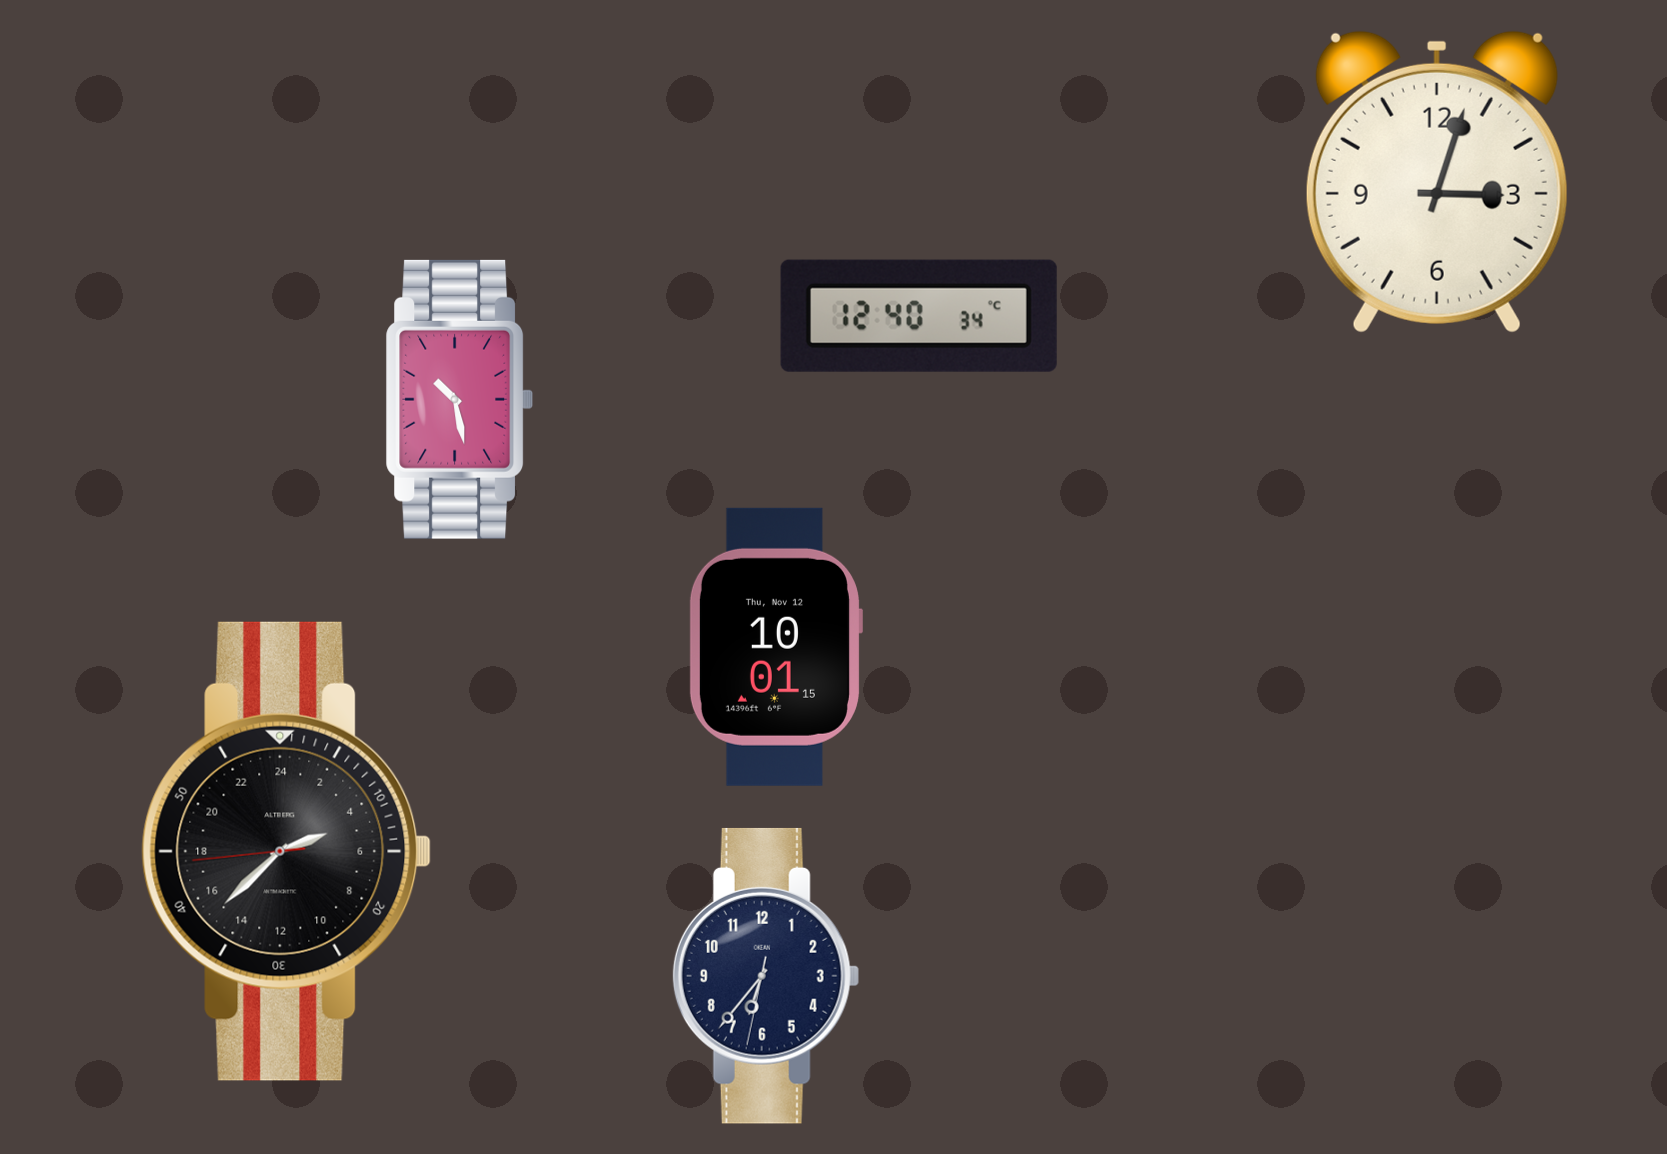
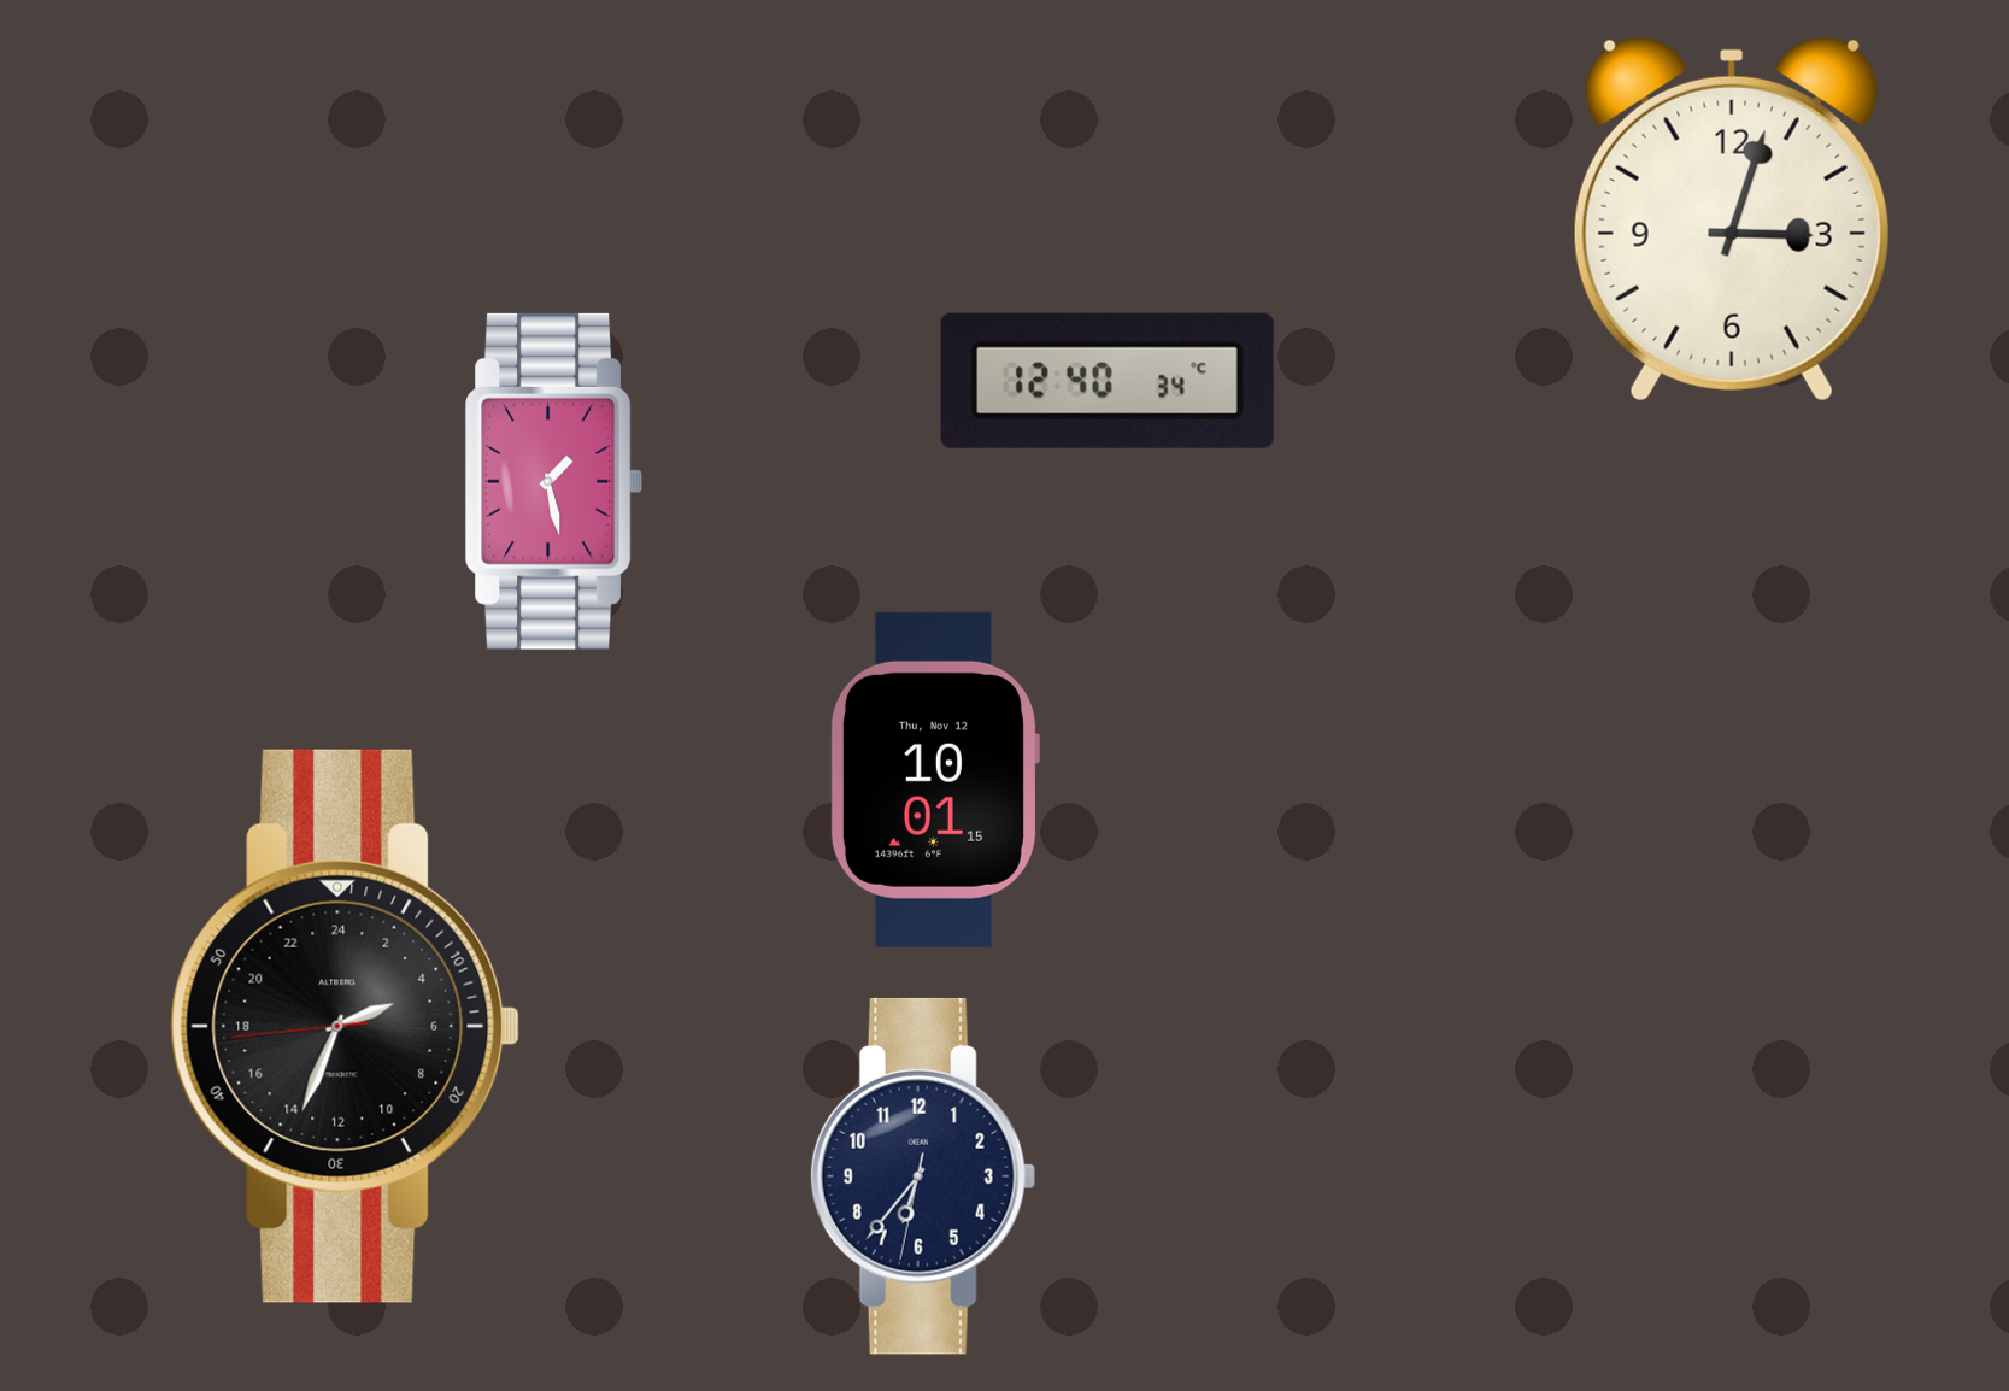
clock at (460, 399): 10:28 -> 1:28
clock at (287, 851): 4:37 -> 4:33
